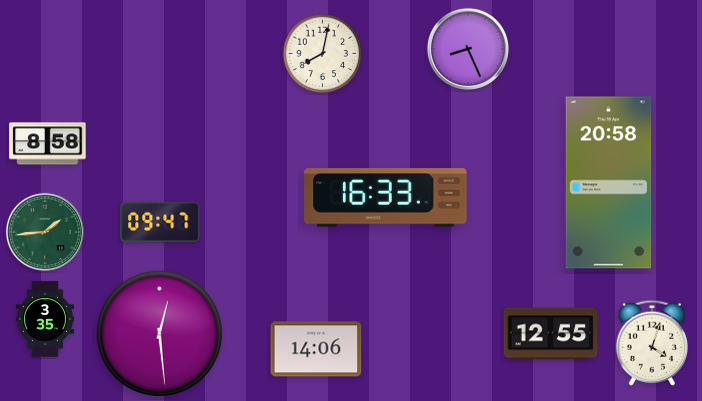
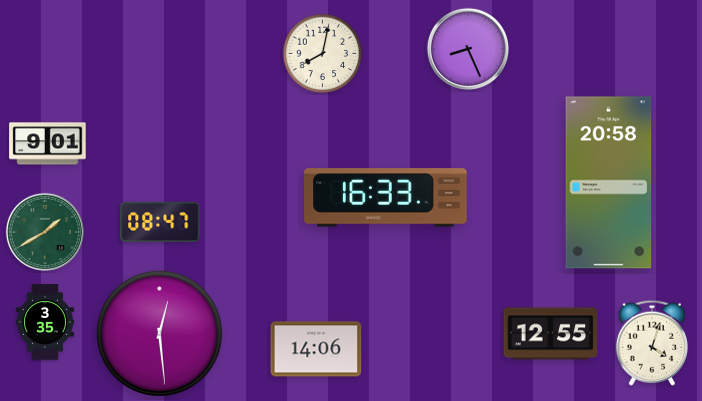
clock at (48, 144): 8:58 -> 9:01
clock at (160, 222): 09:47 -> 08:47
clock at (45, 232): 1:44 -> 1:40
clock at (45, 319) position: (45, 319) -> (45, 322)
